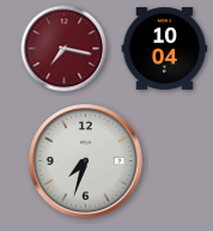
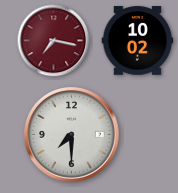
clock at (165, 49): 10:04 -> 10:02
clock at (86, 162): 7:33 -> 7:30
